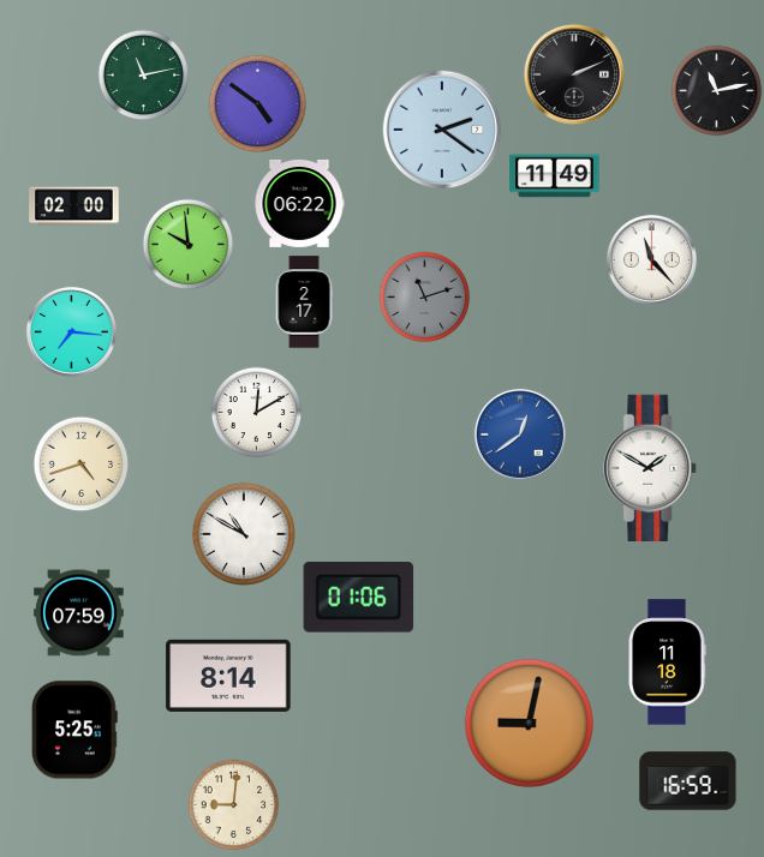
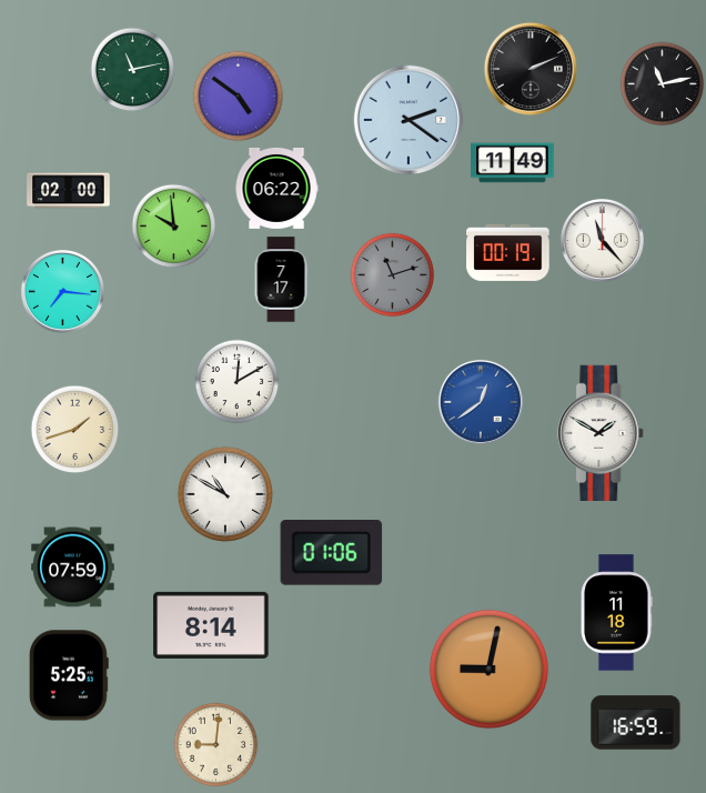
clock at (508, 252): none -> 00:19
clock at (304, 302): 2:17 -> 7:17
clock at (71, 331) position: (71, 331) -> (62, 291)
clock at (82, 465): 4:42 -> 1:42
